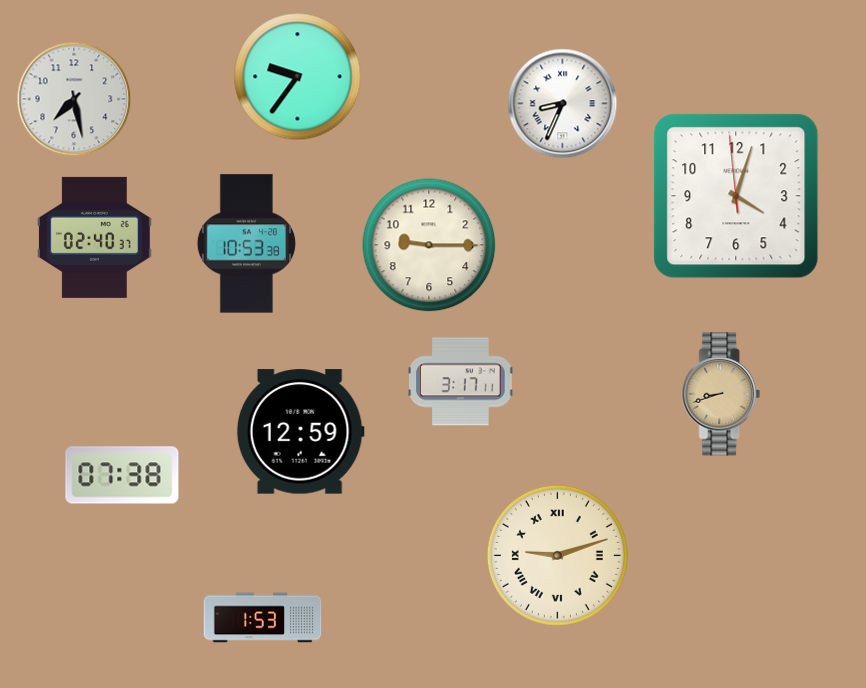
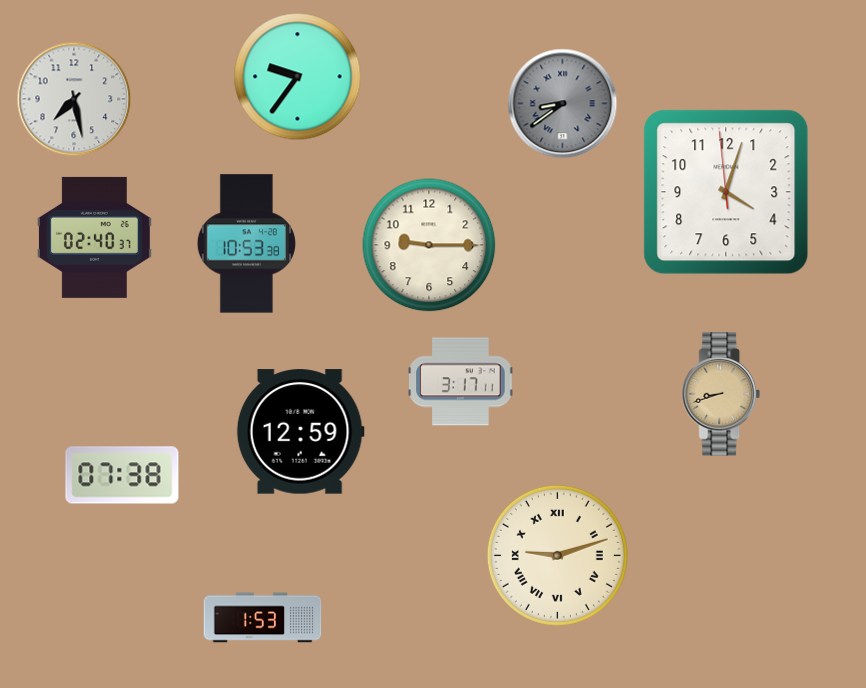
clock at (563, 104): 8:34 -> 8:39
clock at (563, 104) dial: white -> grey
clock at (736, 196) position: (736, 196) -> (726, 192)
